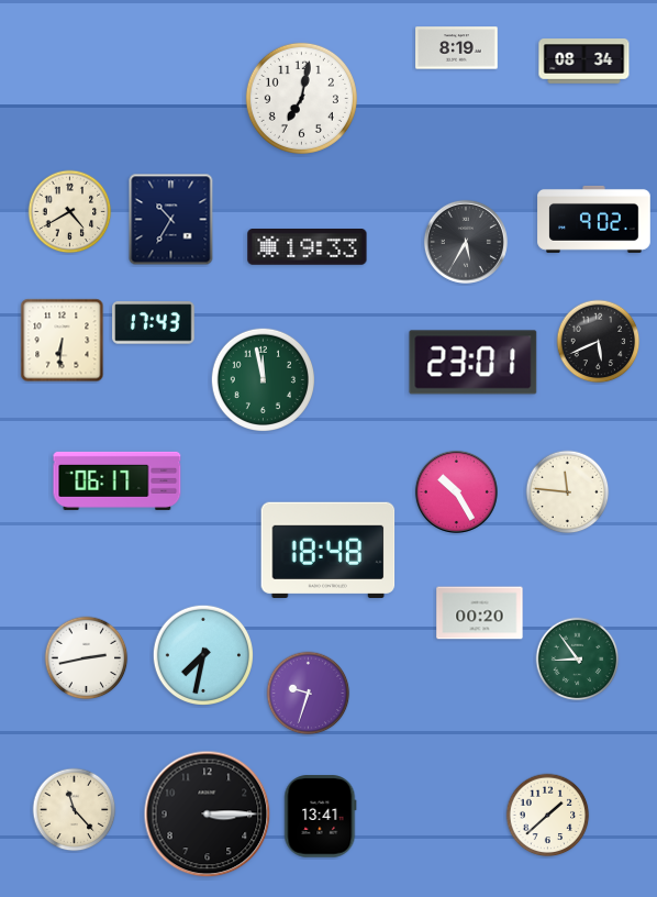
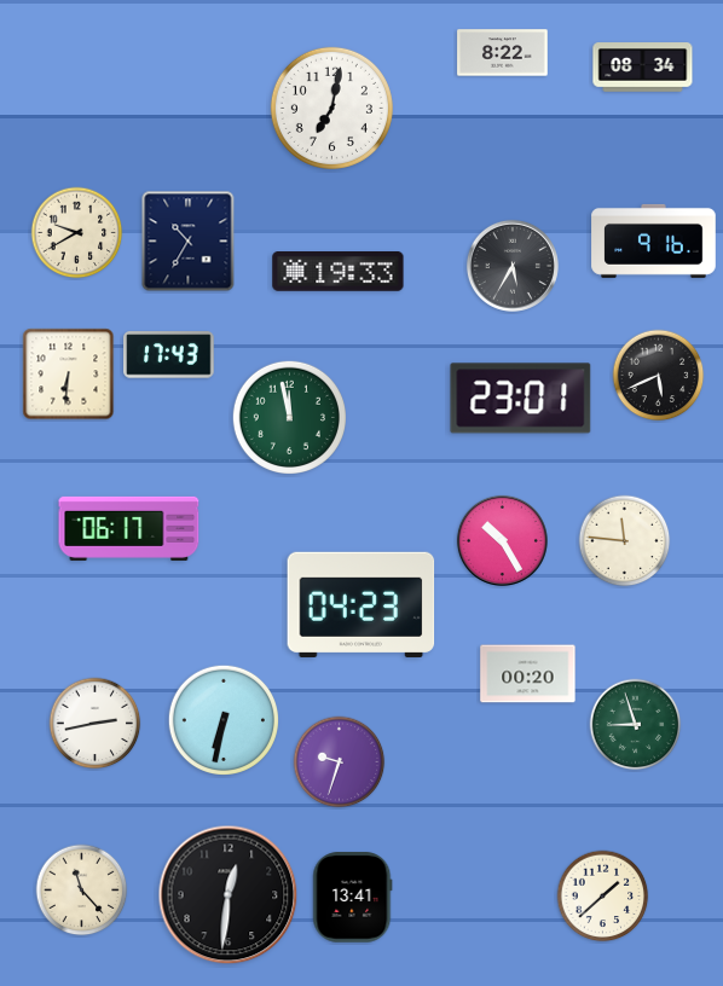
clock at (457, 48): 8:19 -> 8:22
clock at (70, 212): 4:40 -> 9:40
clock at (594, 219): 9:02 -> 9:16
clock at (328, 550): 18:48 -> 04:23
clock at (202, 654): 7:32 -> 6:32
clock at (578, 660): 8:54 -> 8:57
clock at (208, 815): 3:15 -> 12:31
